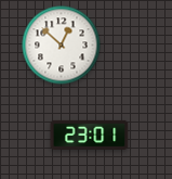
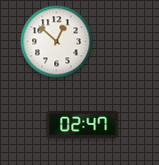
clock at (90, 135): 23:01 -> 02:47
